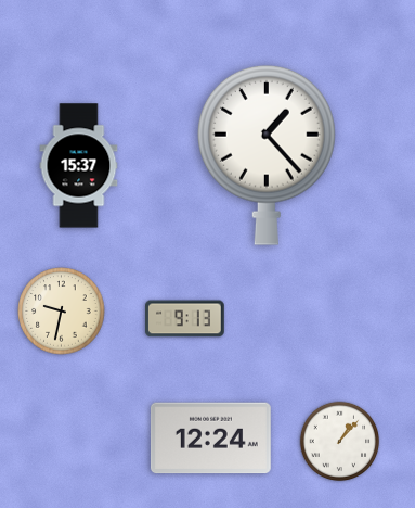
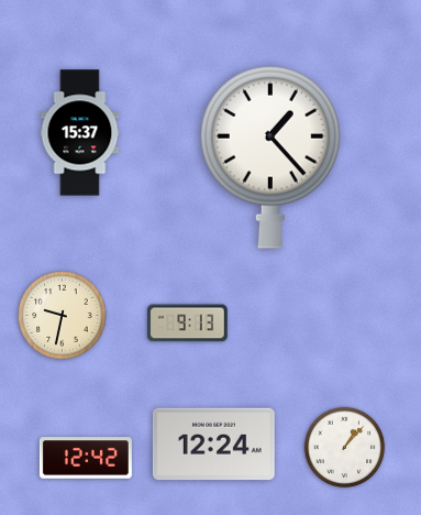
clock at (79, 166) position: (79, 166) -> (80, 133)
clock at (86, 458): none -> 12:42
